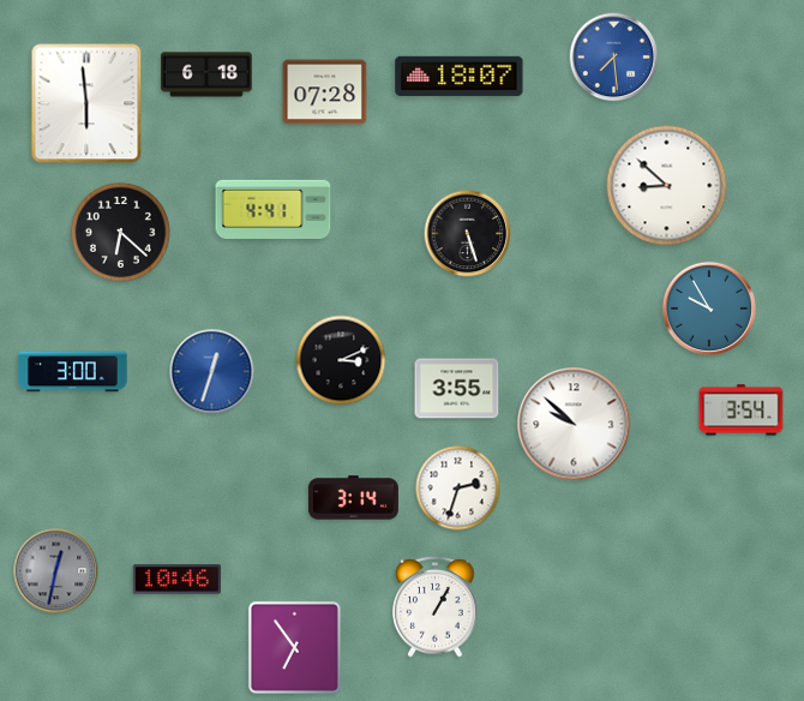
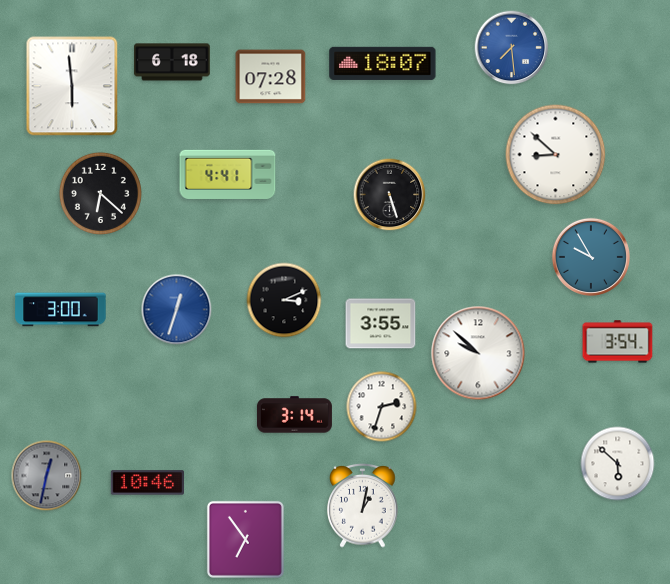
clock at (618, 464): none -> 5:52
clock at (436, 607): 1:05 -> 1:02
